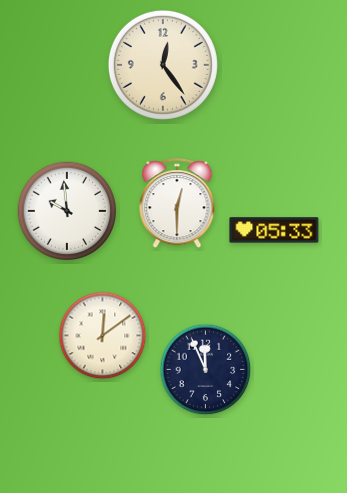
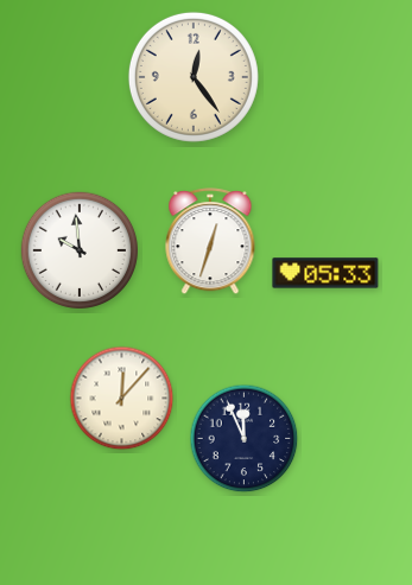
clock at (177, 204): 12:30 -> 12:33
clock at (103, 336): 12:09 -> 12:07
